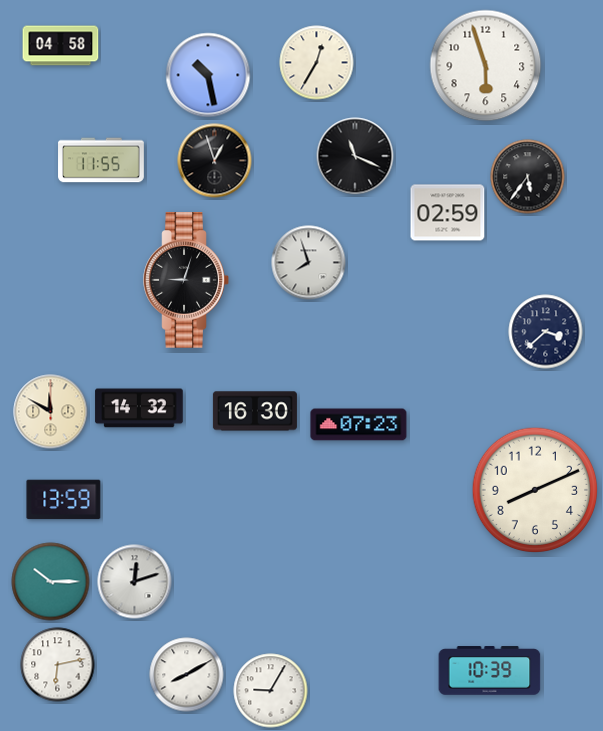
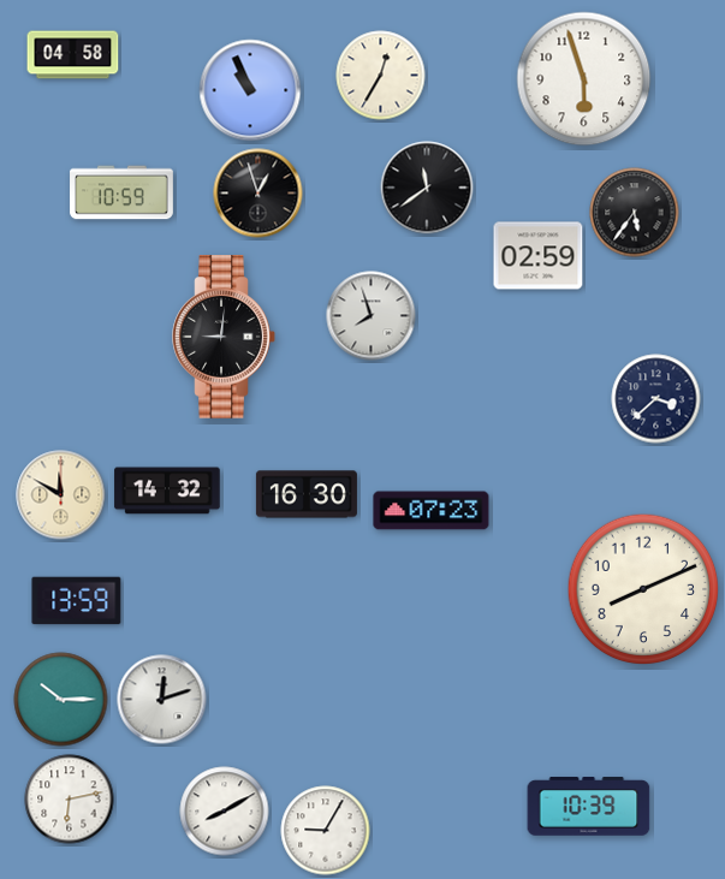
clock at (208, 75): 10:28 -> 10:56
clock at (355, 156): 11:19 -> 11:39
clock at (101, 160): 11:55 -> 10:59
clock at (186, 280): 9:03 -> 9:01
